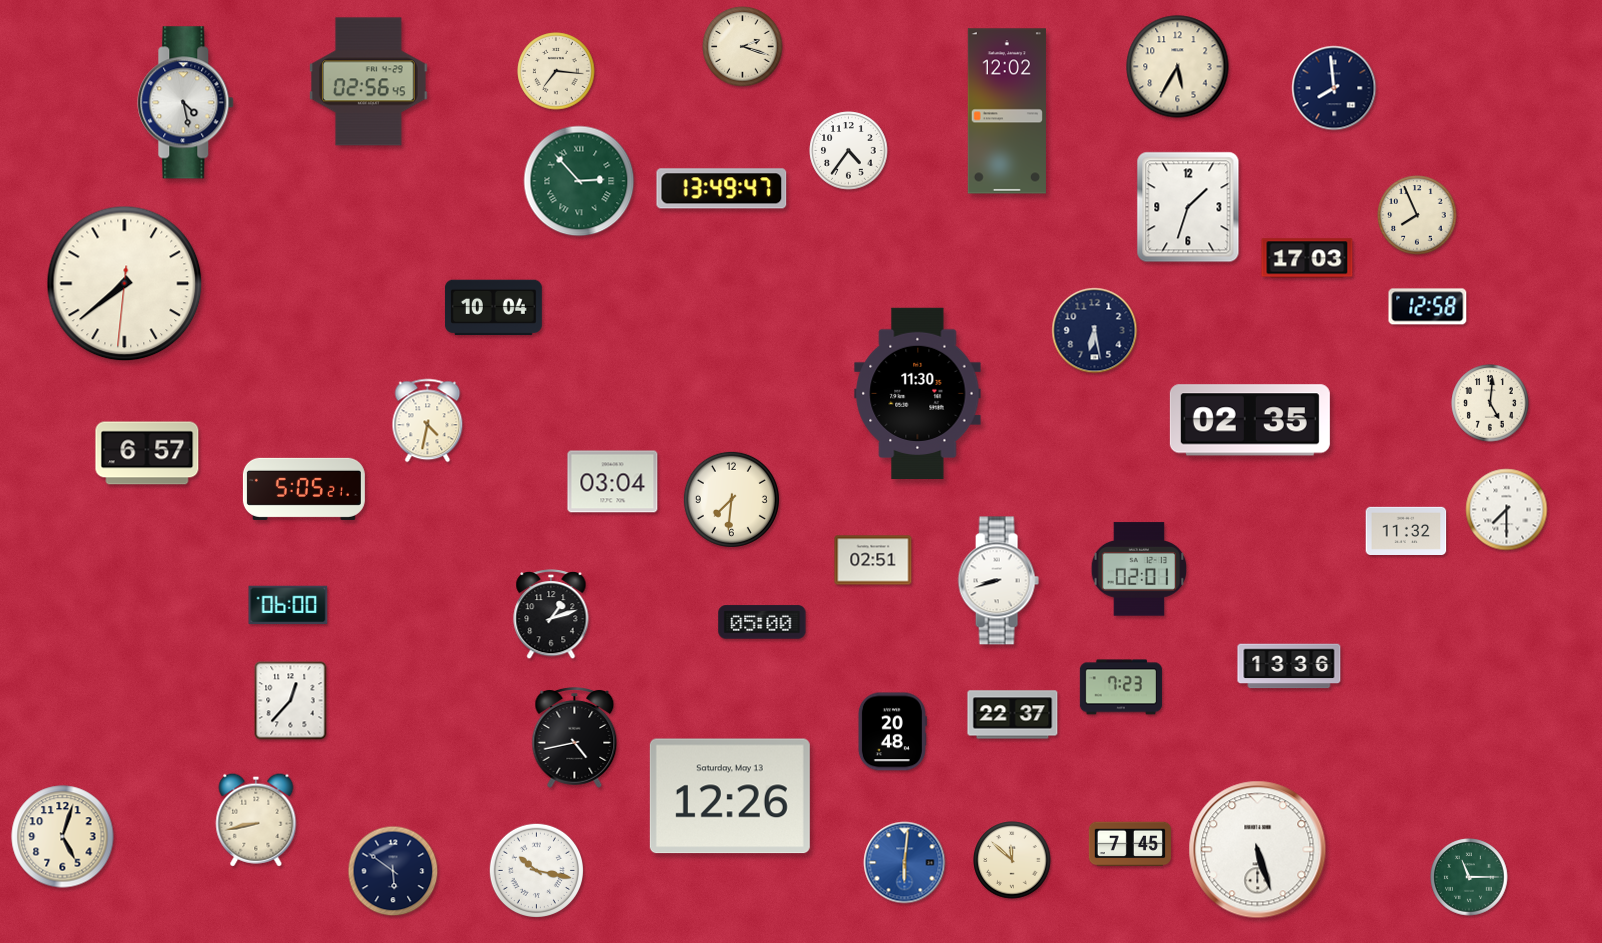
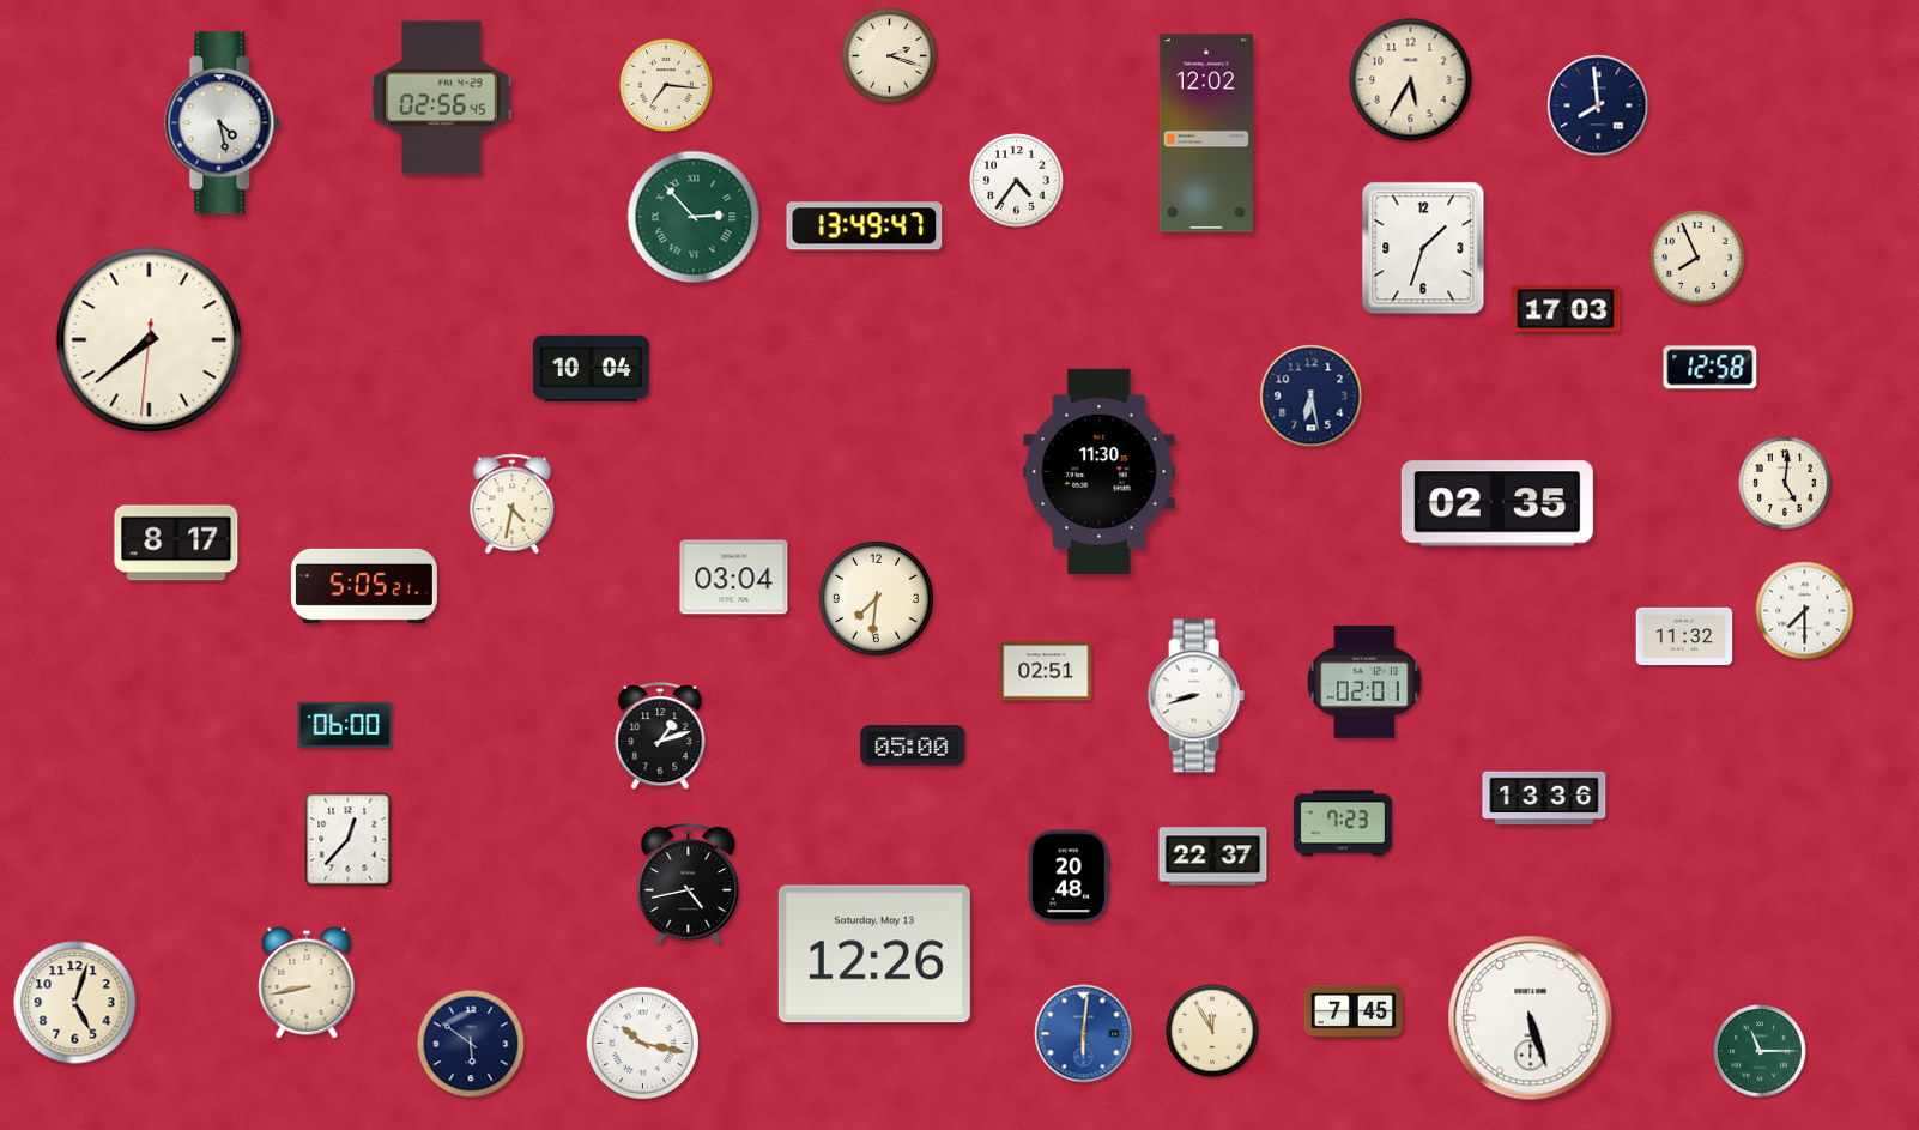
clock at (147, 453): 6:57 -> 8:17
clock at (1258, 850) position: (1258, 850) -> (1531, 1019)
clock at (1012, 860): 11:52 -> 11:55
